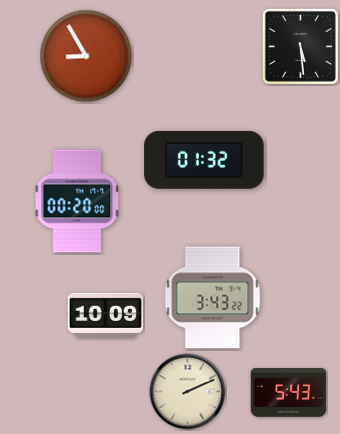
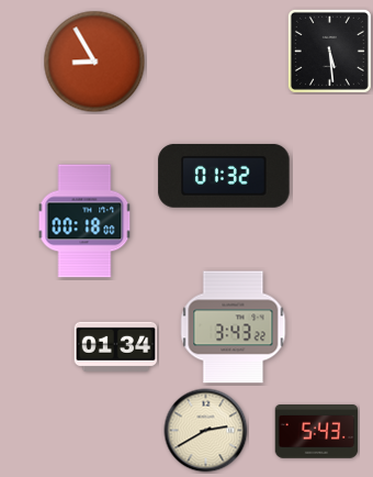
clock at (77, 201): 00:20 -> 00:18
clock at (106, 315): 10:09 -> 01:34
clock at (188, 392): 2:11 -> 2:40
